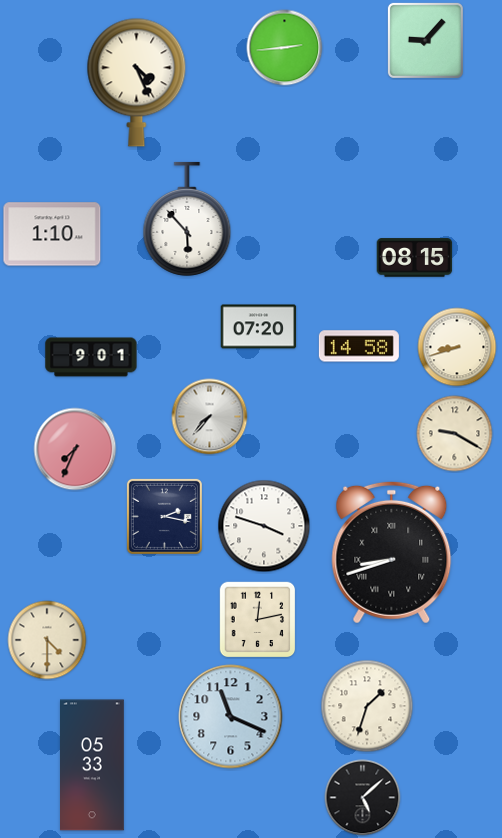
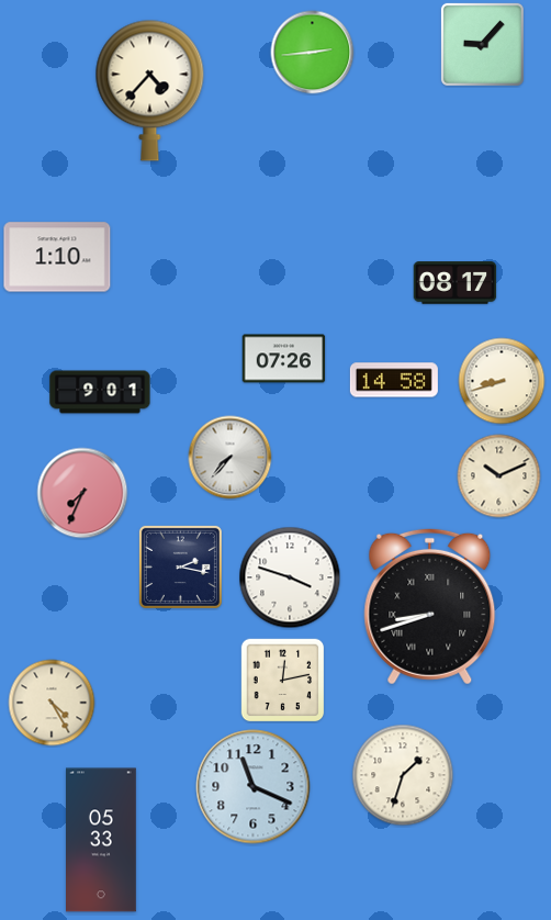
clock at (425, 40) position: (425, 40) -> (482, 44)
clock at (137, 82): 4:26 -> 4:37
clock at (187, 219): 5:53 -> none
clock at (415, 258): 08:15 -> 08:17
clock at (259, 327): 07:20 -> 07:26
clock at (455, 434): 9:20 -> 10:11
clock at (47, 640): 4:30 -> 4:25
clock at (363, 798): 5:08 -> none
